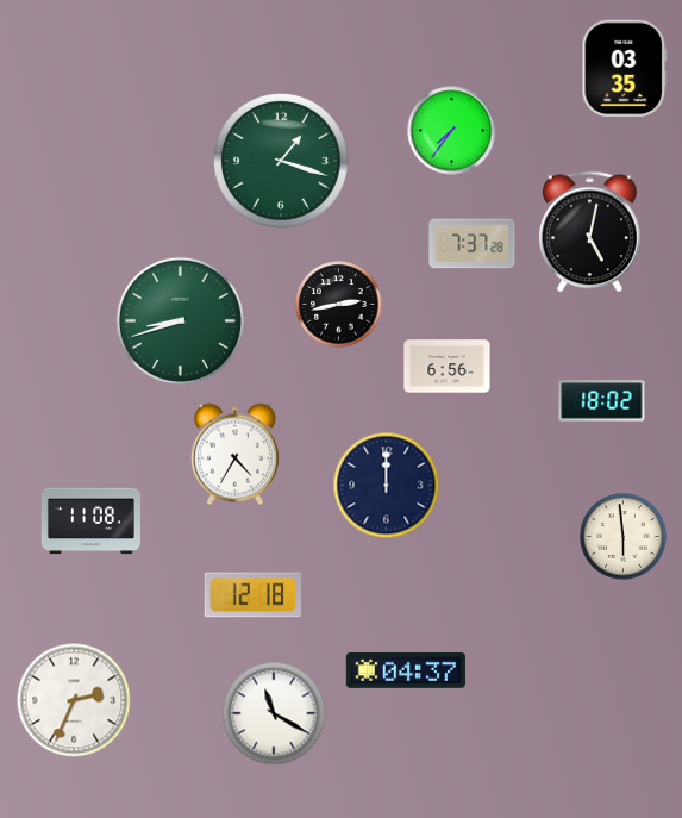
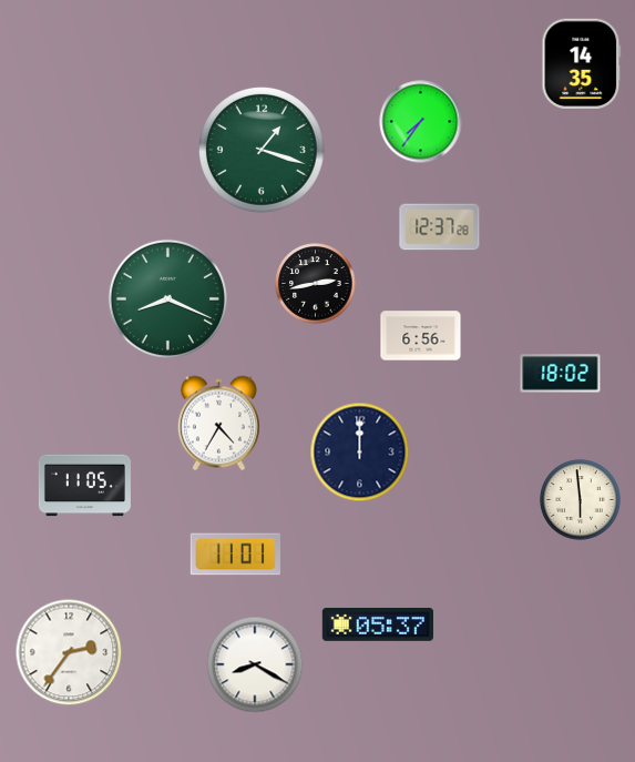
clock at (625, 68): 03:35 -> 14:35
clock at (589, 232): 5:02 -> none
clock at (473, 244): 7:37 -> 12:37
clock at (180, 320): 8:42 -> 8:19
clock at (448, 367) position: (448, 367) -> (421, 336)
clock at (90, 522): 11:08 -> 11:05
clock at (252, 595): 12:18 -> 11:01
clock at (406, 670): 04:37 -> 05:37
clock at (74, 700): 2:34 -> 2:36
clock at (274, 713): 11:20 -> 8:20
